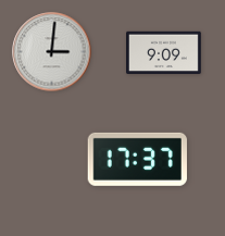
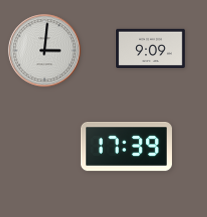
clock at (52, 52) position: (52, 52) -> (45, 51)
clock at (137, 159): 17:37 -> 17:39
